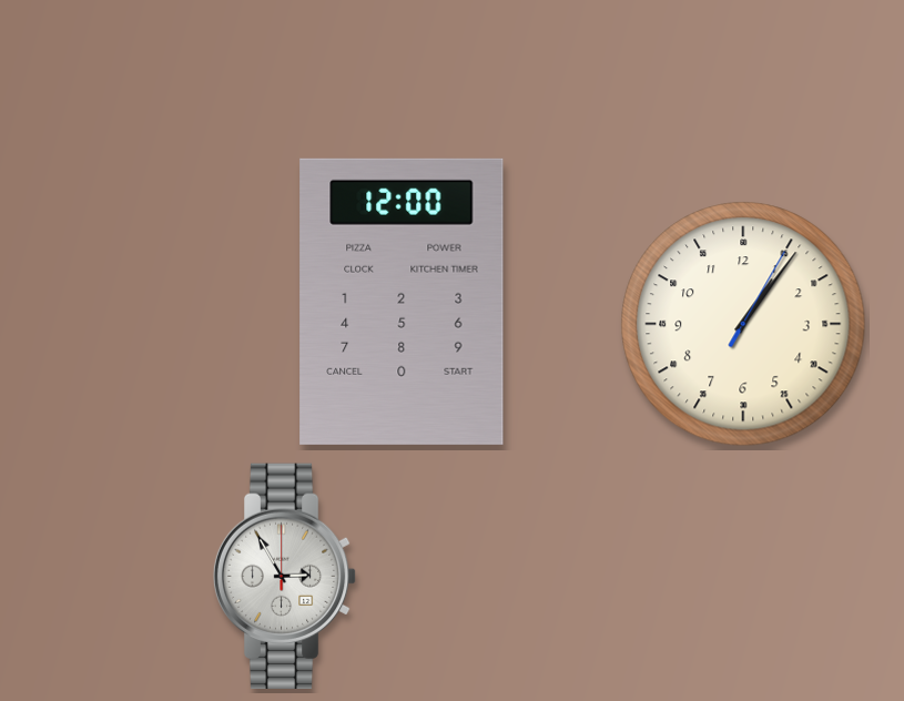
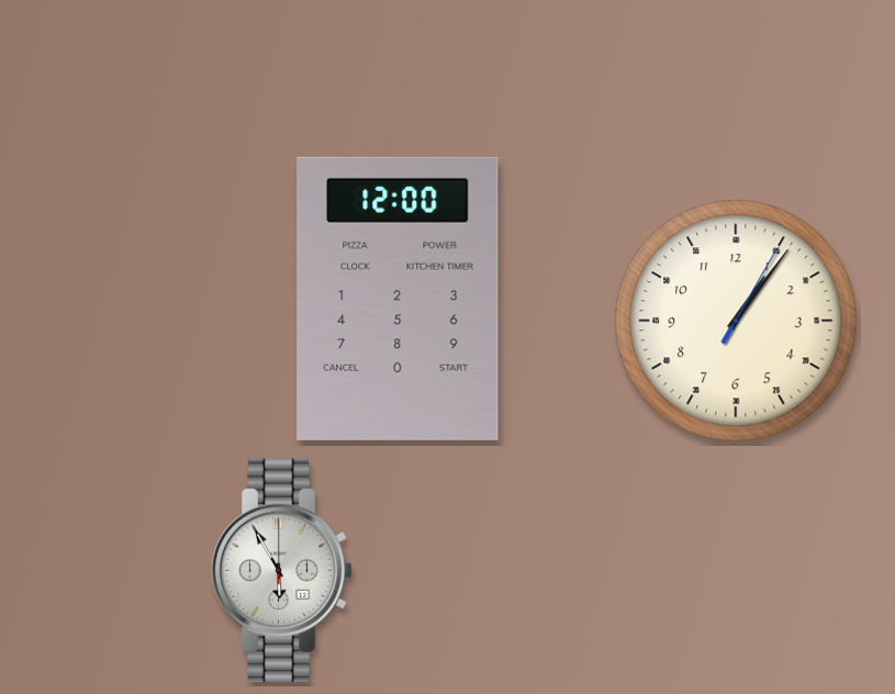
clock at (285, 576): 2:55 -> 5:55
